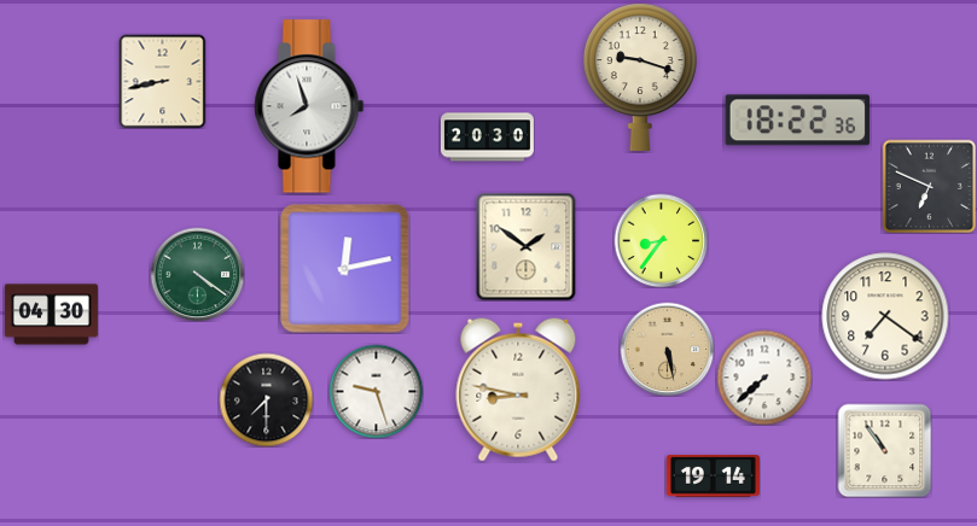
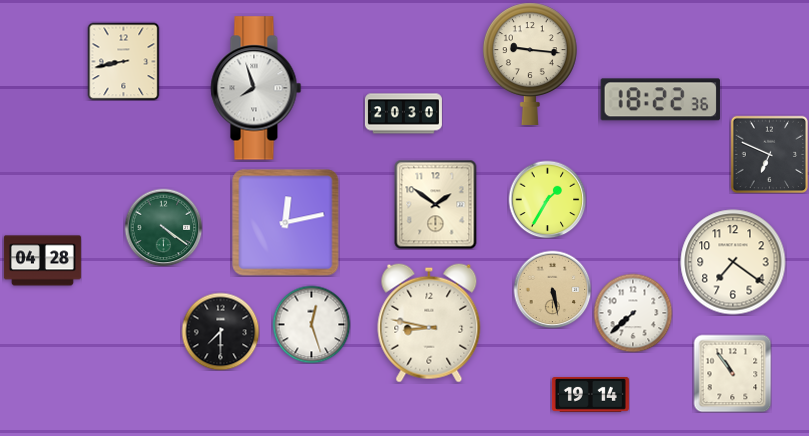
clock at (640, 77): 9:18 -> 9:16
clock at (163, 81) position: (163, 81) -> (124, 61)
clock at (661, 240): 8:36 -> 1:35
clock at (51, 315): 04:30 -> 04:28
clock at (376, 391): 9:27 -> 12:27
